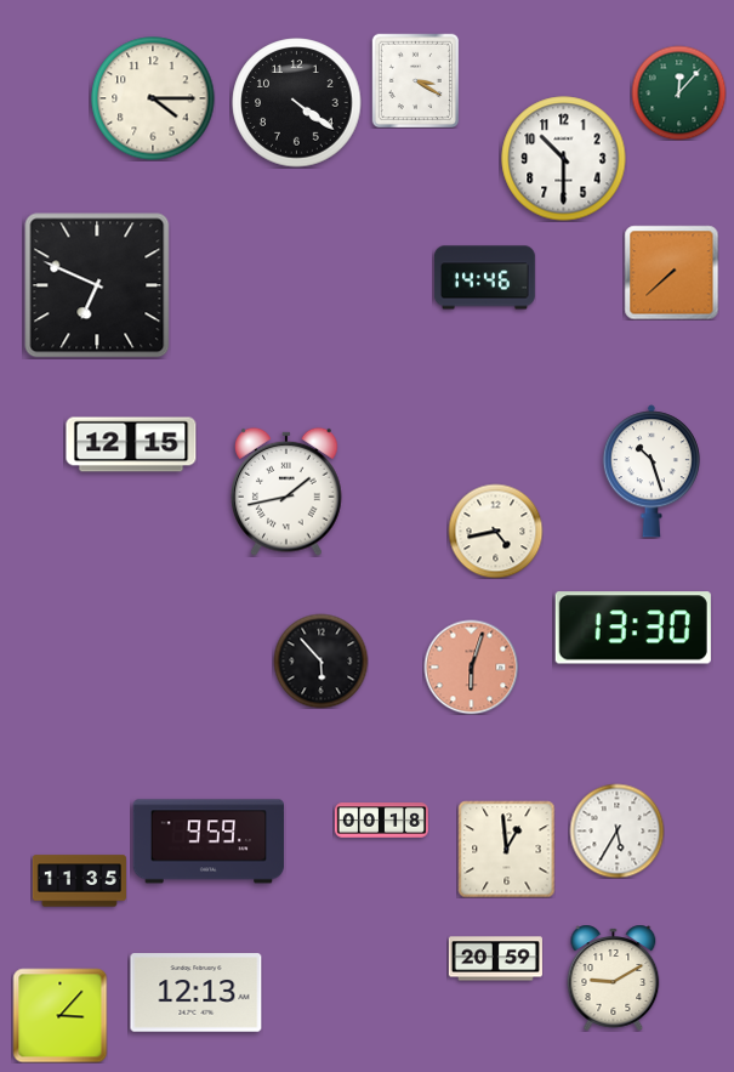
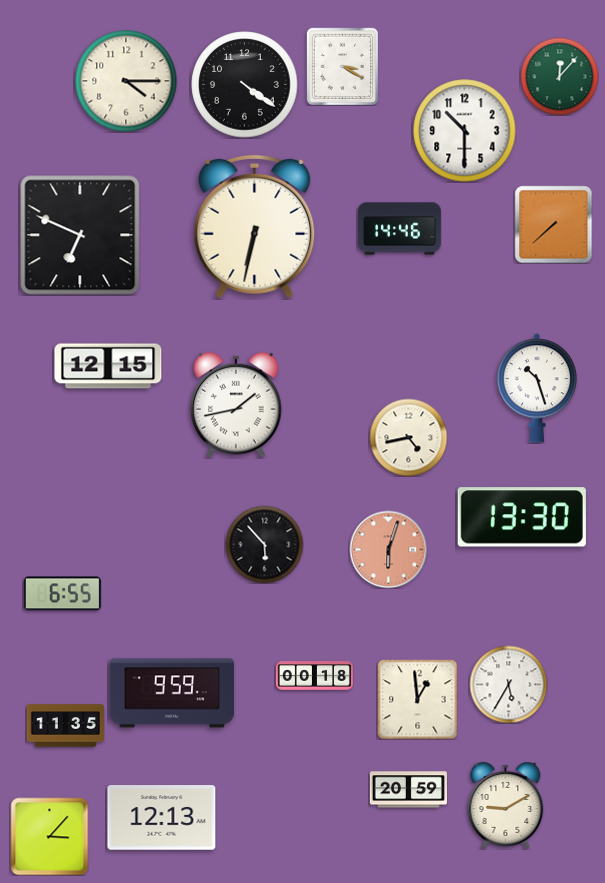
clock at (255, 227): none -> 6:32
clock at (62, 594): none -> 6:55
